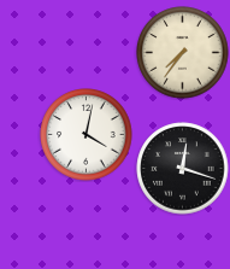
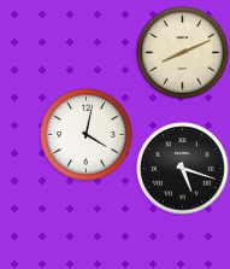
clock at (183, 53): 7:36 -> 8:11
clock at (183, 169): 12:18 -> 5:18
